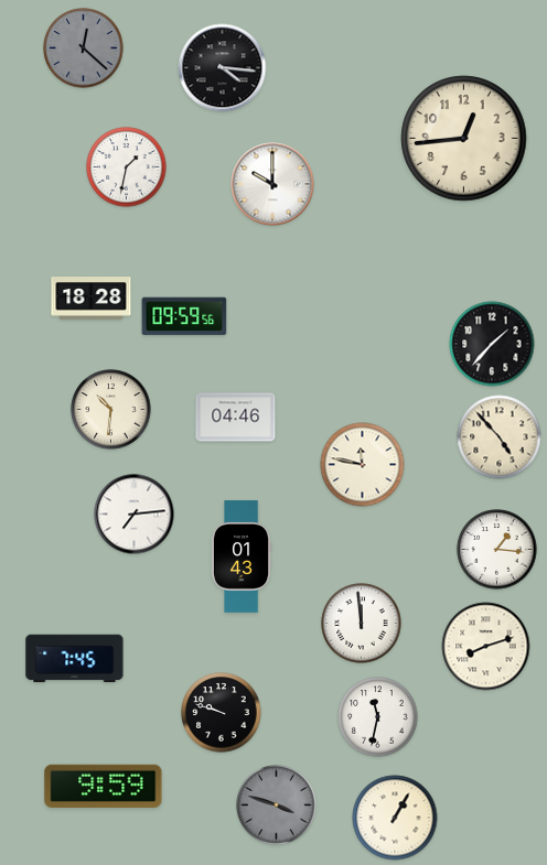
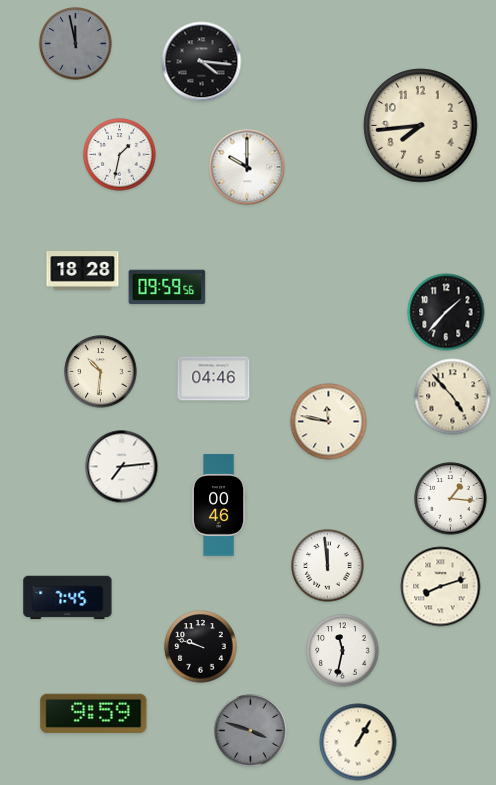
clock at (84, 48): 12:22 -> 11:58
clock at (464, 139): 12:44 -> 7:44
clock at (127, 167) position: (127, 167) -> (120, 155)
clock at (242, 556): 01:43 -> 00:46
